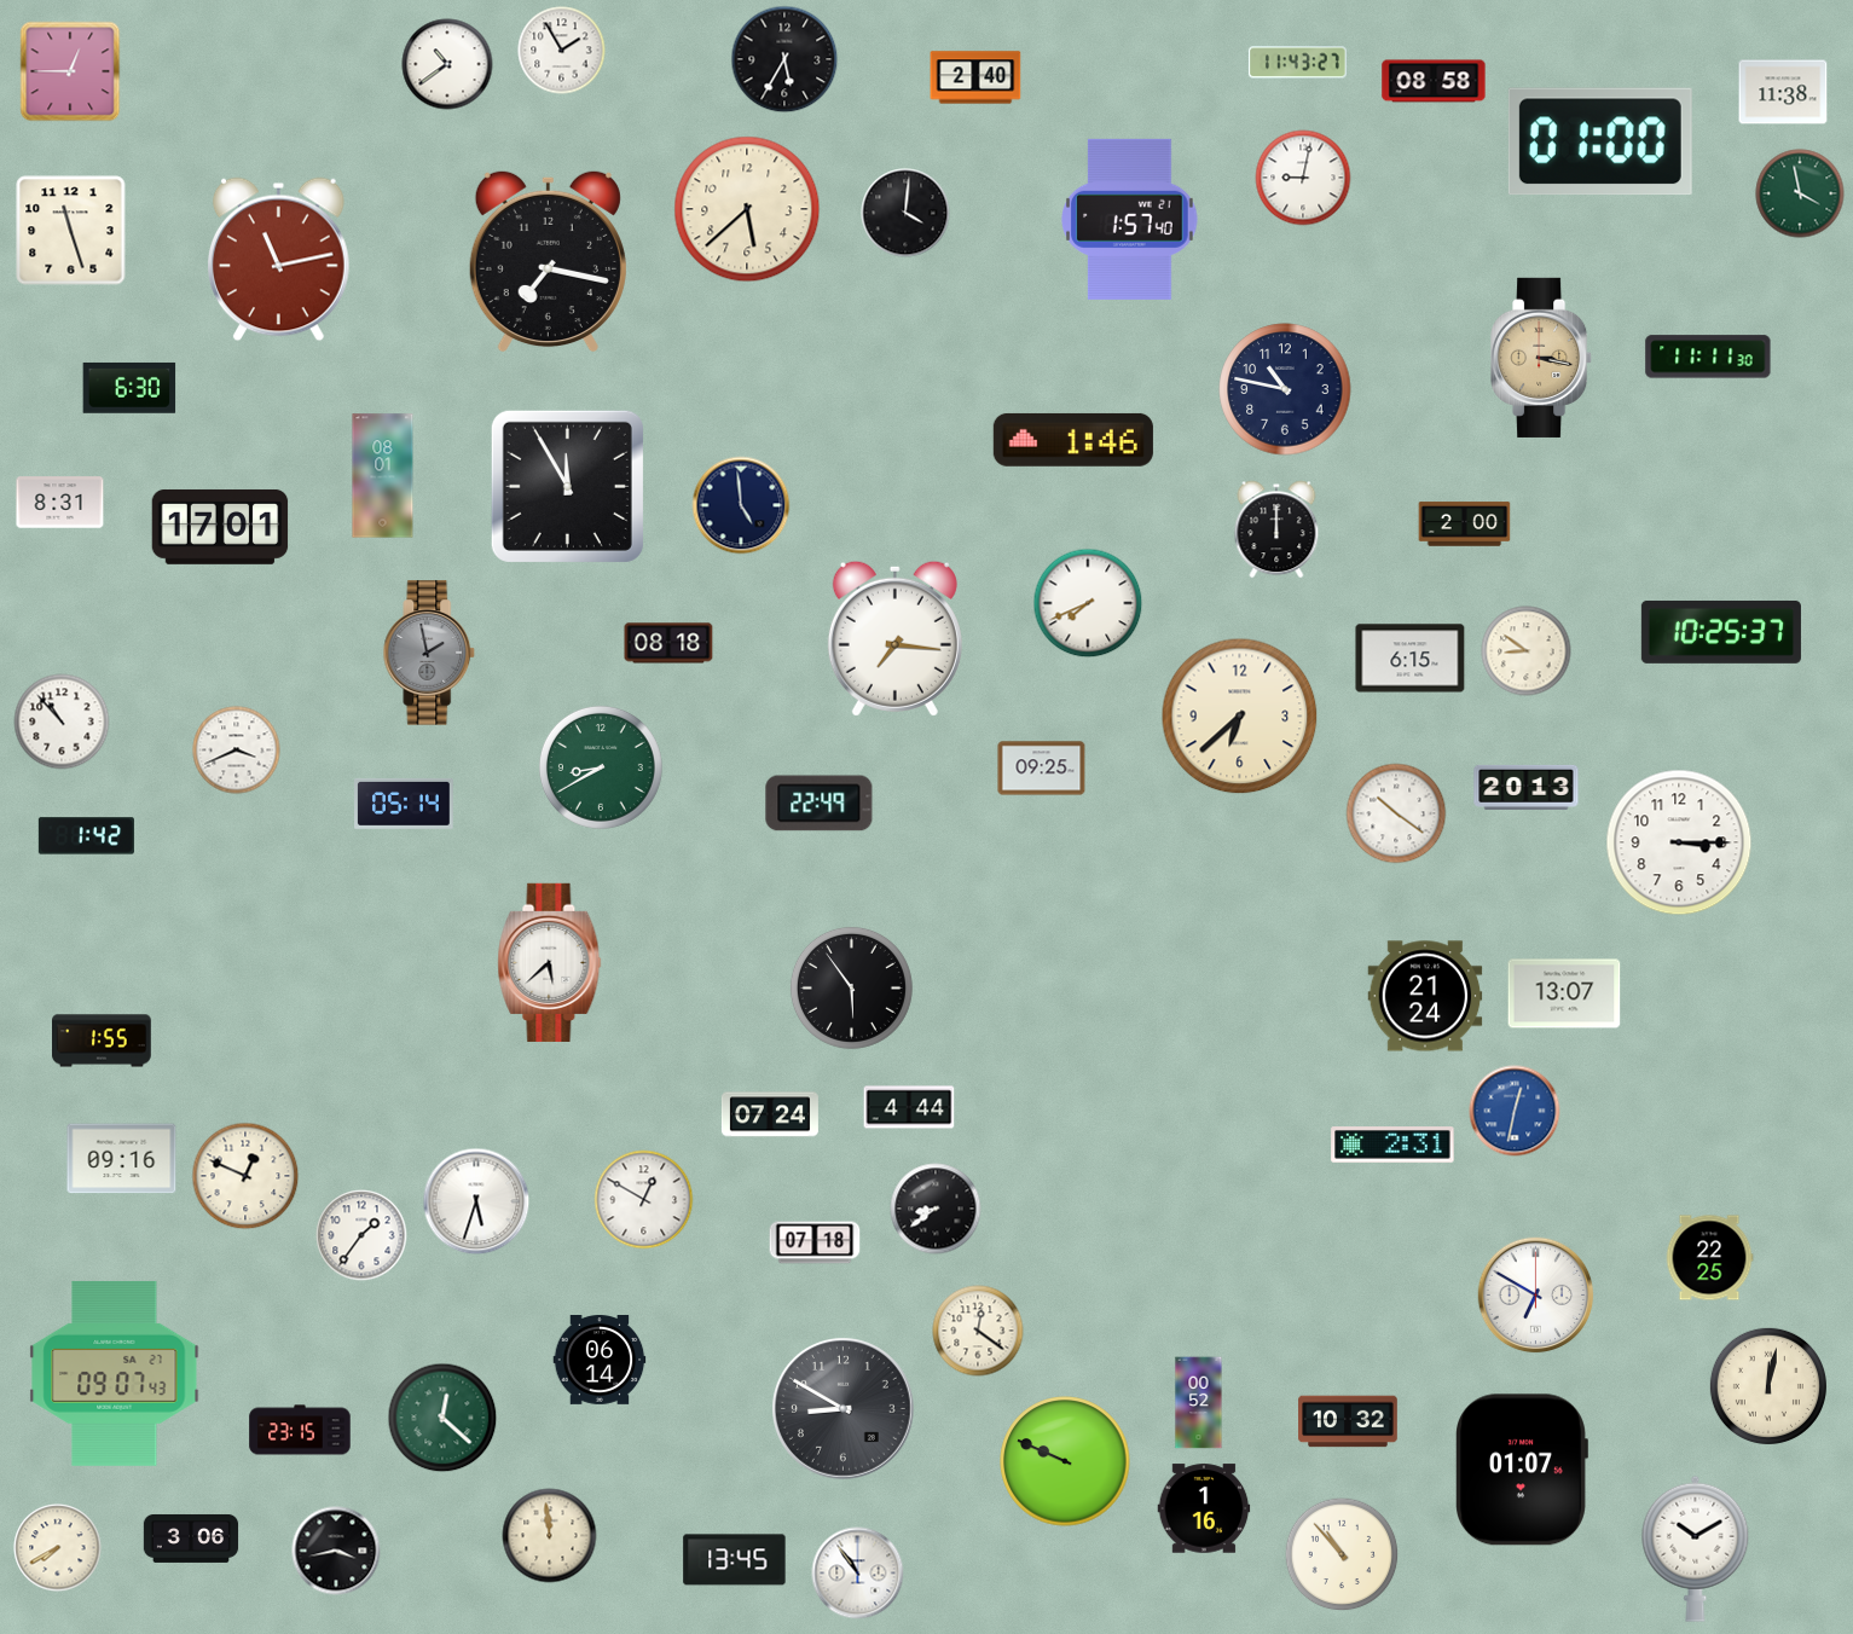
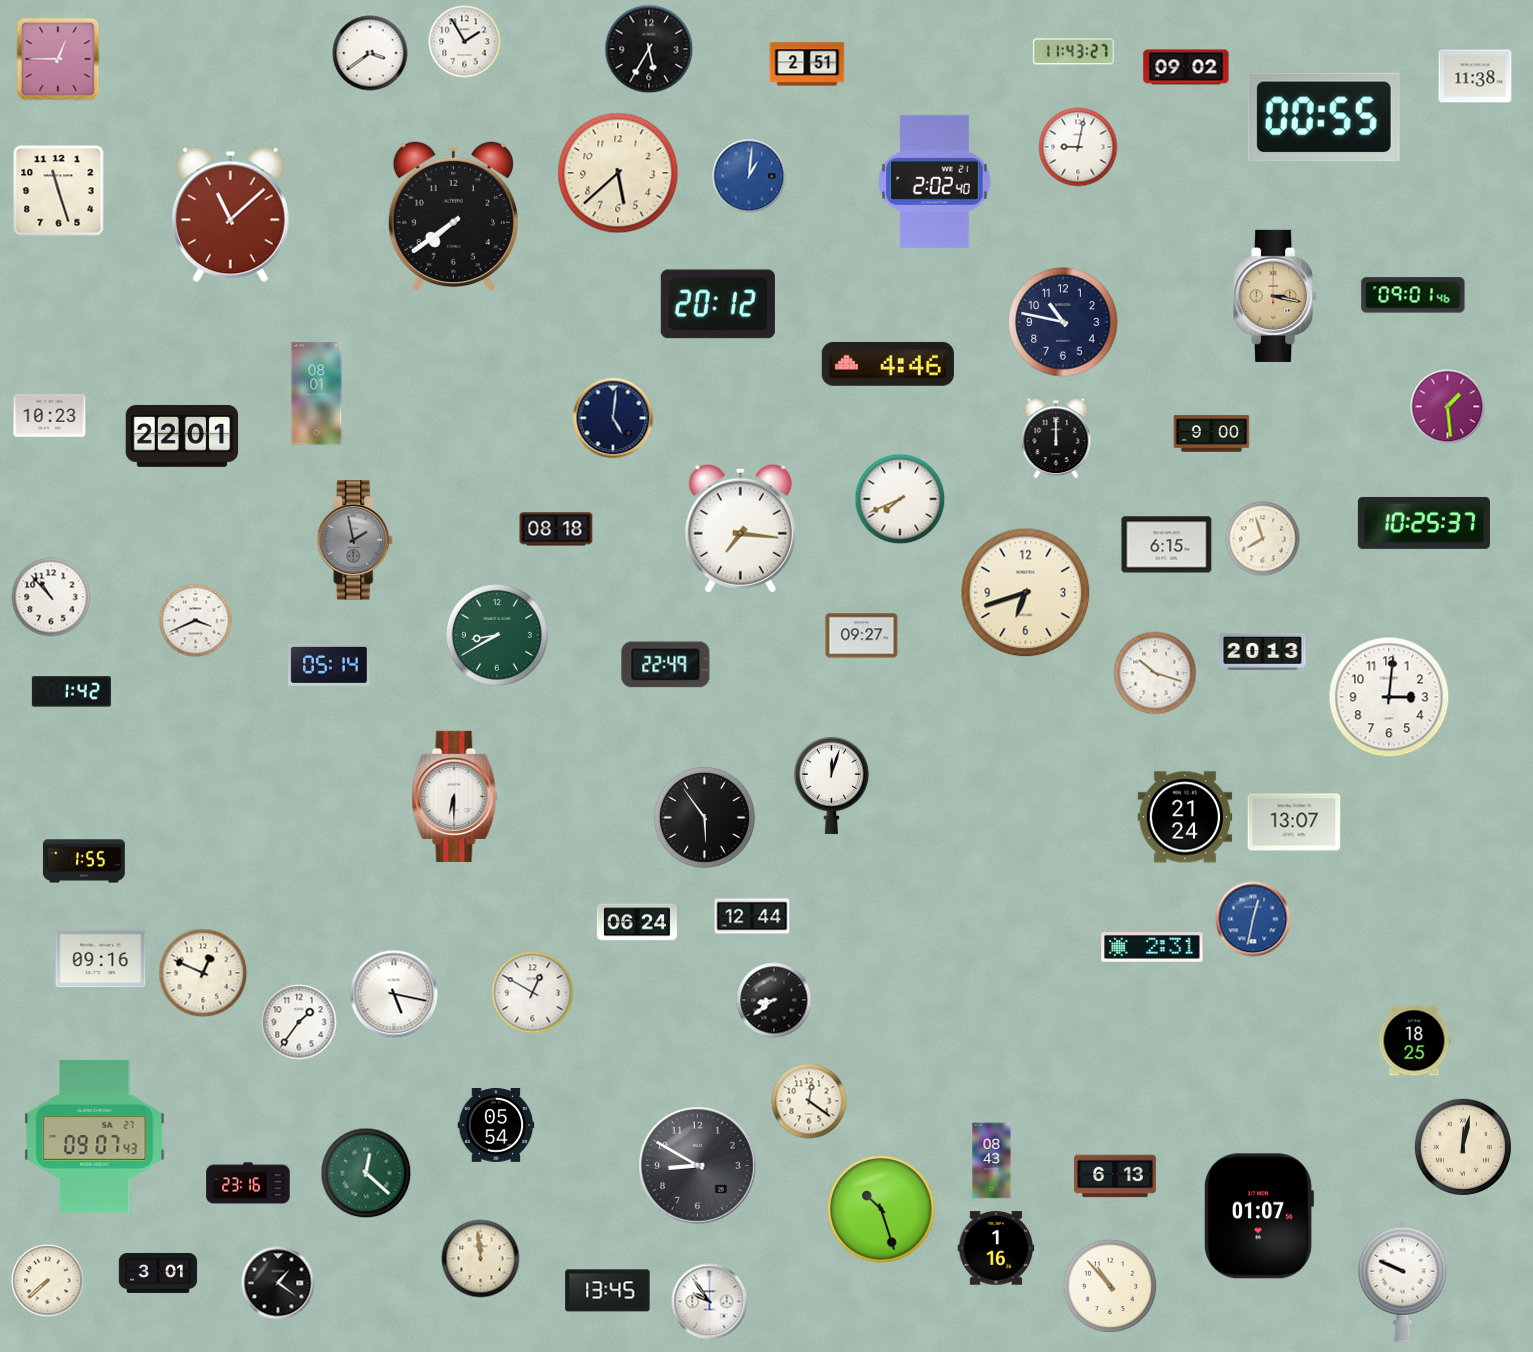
clock at (447, 64): 10:39 -> 3:39
clock at (975, 77): 2:40 -> 2:51
clock at (1434, 81): 08:58 -> 09:02
clock at (1600, 141): 01:00 -> 00:55
clock at (1800, 193): 3:58 -> none
clock at (905, 213): 4:01 -> 1:01
clock at (905, 213) dial: black -> blue
clock at (1130, 219): 1:57 -> 2:02
clock at (279, 260): 11:13 -> 11:08
clock at (548, 261): 7:17 -> 7:39
clock at (1708, 357): 11:11 -> 09:01
clock at (718, 304): none -> 20:12
clock at (129, 388): 6:30 -> none
clock at (1073, 440): 1:46 -> 4:46
clock at (567, 486): 11:55 -> none
clock at (1448, 407): none -> 1:29
clock at (60, 503): 8:31 -> 10:23
clock at (741, 505): 4:59 -> 5:01
clock at (1465, 525): 2:00 -> 9:00
clock at (220, 527): 17:01 -> 22:01
clock at (668, 643) position: (668, 643) -> (556, 529)
clock at (1527, 651): 8:51 -> 7:57
clock at (1240, 717): 6:38 -> 6:42
clock at (1042, 769): 09:25 -> 09:27
clock at (405, 804) position: (405, 804) -> (330, 665)
clock at (820, 804) position: (820, 804) -> (666, 665)
clock at (1396, 813): 10:21 -> 10:18
clock at (1679, 842): 3:15 -> 3:01
clock at (831, 785): none -> 12:03
clock at (550, 962): 5:38 -> 6:30
clock at (1425, 996) position: (1425, 996) -> (1185, 817)
clock at (909, 1107): 4:44 -> 12:44
clock at (770, 1114): 07:24 -> 06:24
clock at (476, 1201): 5:33 -> 5:17
clock at (815, 1242): 07:18 -> none
clock at (1709, 1258): 22:25 -> 18:25
clock at (1536, 1296): 6:50 -> none
clock at (600, 1361): 06:14 -> 05:54
clock at (1199, 1403): 00:52 -> 08:43
clock at (1348, 1421): 10:32 -> 6:13
clock at (300, 1430): 23:15 -> 23:16
clock at (1065, 1461): 9:49 -> 10:27
clock at (550, 1536) position: (550, 1536) -> (481, 1259)
clock at (191, 1539): 3:06 -> 3:01
clock at (58, 1548): 7:40 -> 7:38
clock at (1696, 1548): 10:10 -> 9:49
clock at (336, 1551): 3:43 -> 1:21
clock at (858, 1574): 10:54 -> 9:54
